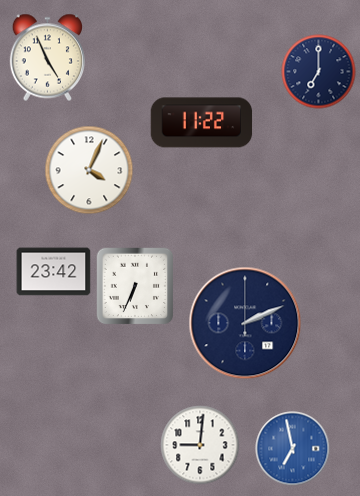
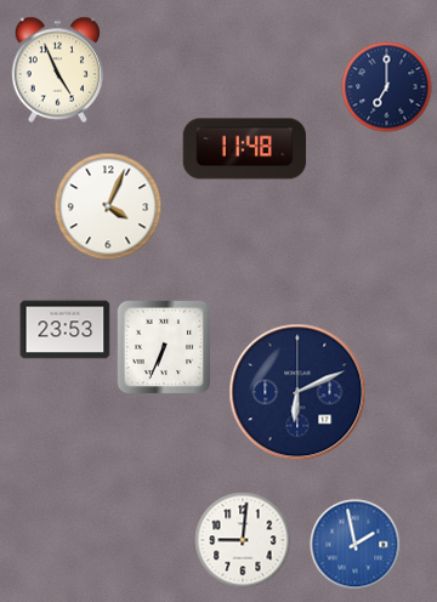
clock at (202, 123): 11:22 -> 11:48
clock at (54, 272): 23:42 -> 23:53
clock at (245, 323): 2:11 -> 6:11
clock at (293, 449): 6:58 -> 1:58
